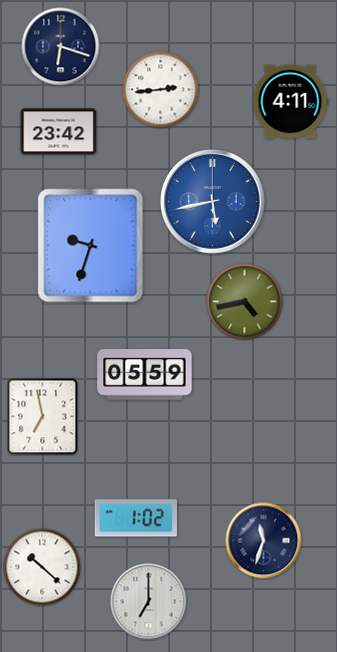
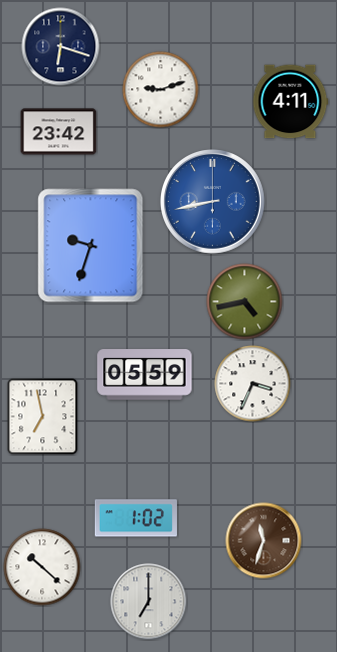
clock at (161, 90): 2:44 -> 9:12
clock at (213, 202): 5:43 -> 8:43
clock at (253, 384): none -> 3:34
clock at (264, 541) dial: navy -> brown
